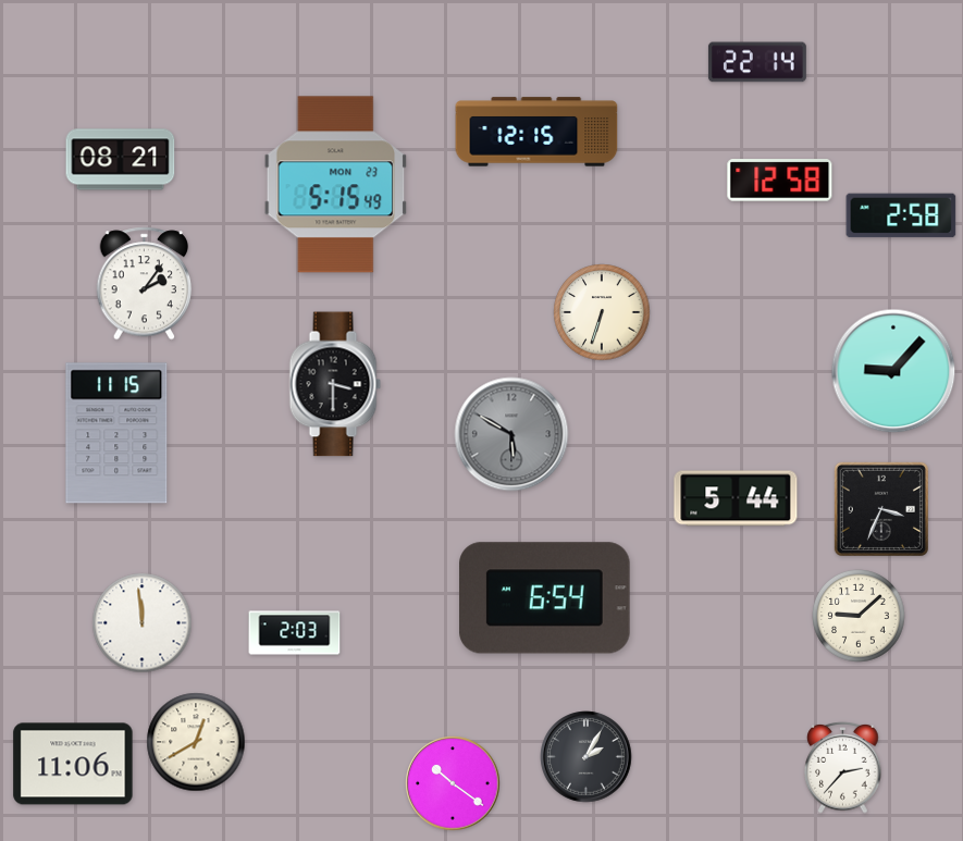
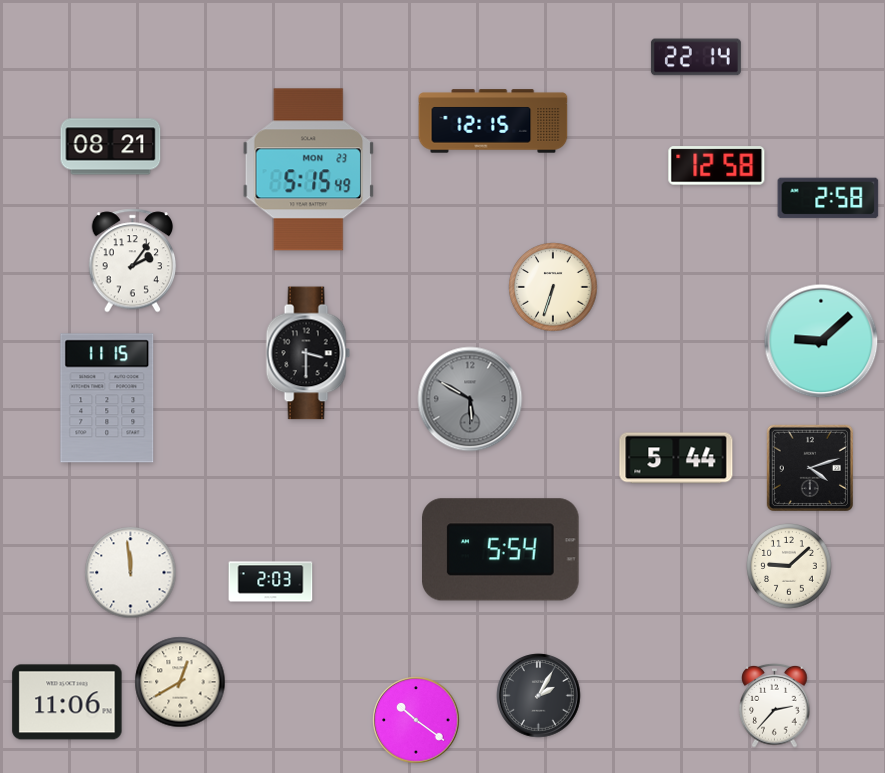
clock at (893, 371): 9:07 -> 9:08
clock at (881, 509): 3:34 -> 4:12
clock at (545, 598): 6:54 -> 5:54
